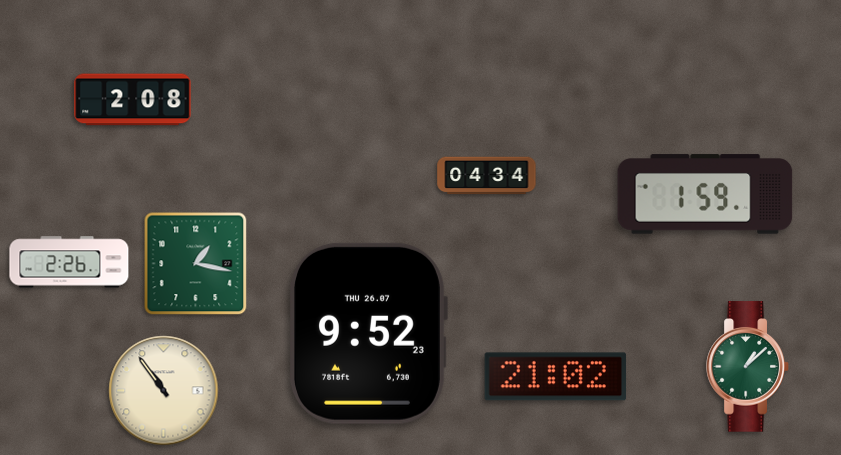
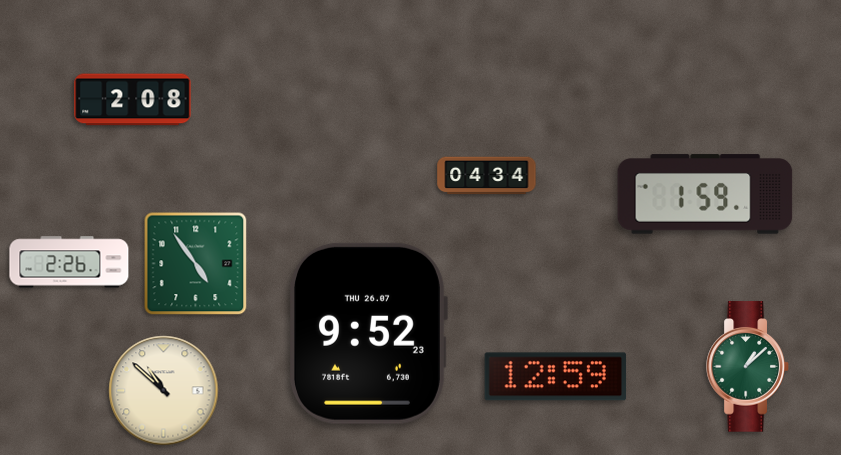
clock at (196, 264): 1:17 -> 4:54
clock at (556, 377): 21:02 -> 12:59
clock at (164, 391): 10:54 -> 10:52
